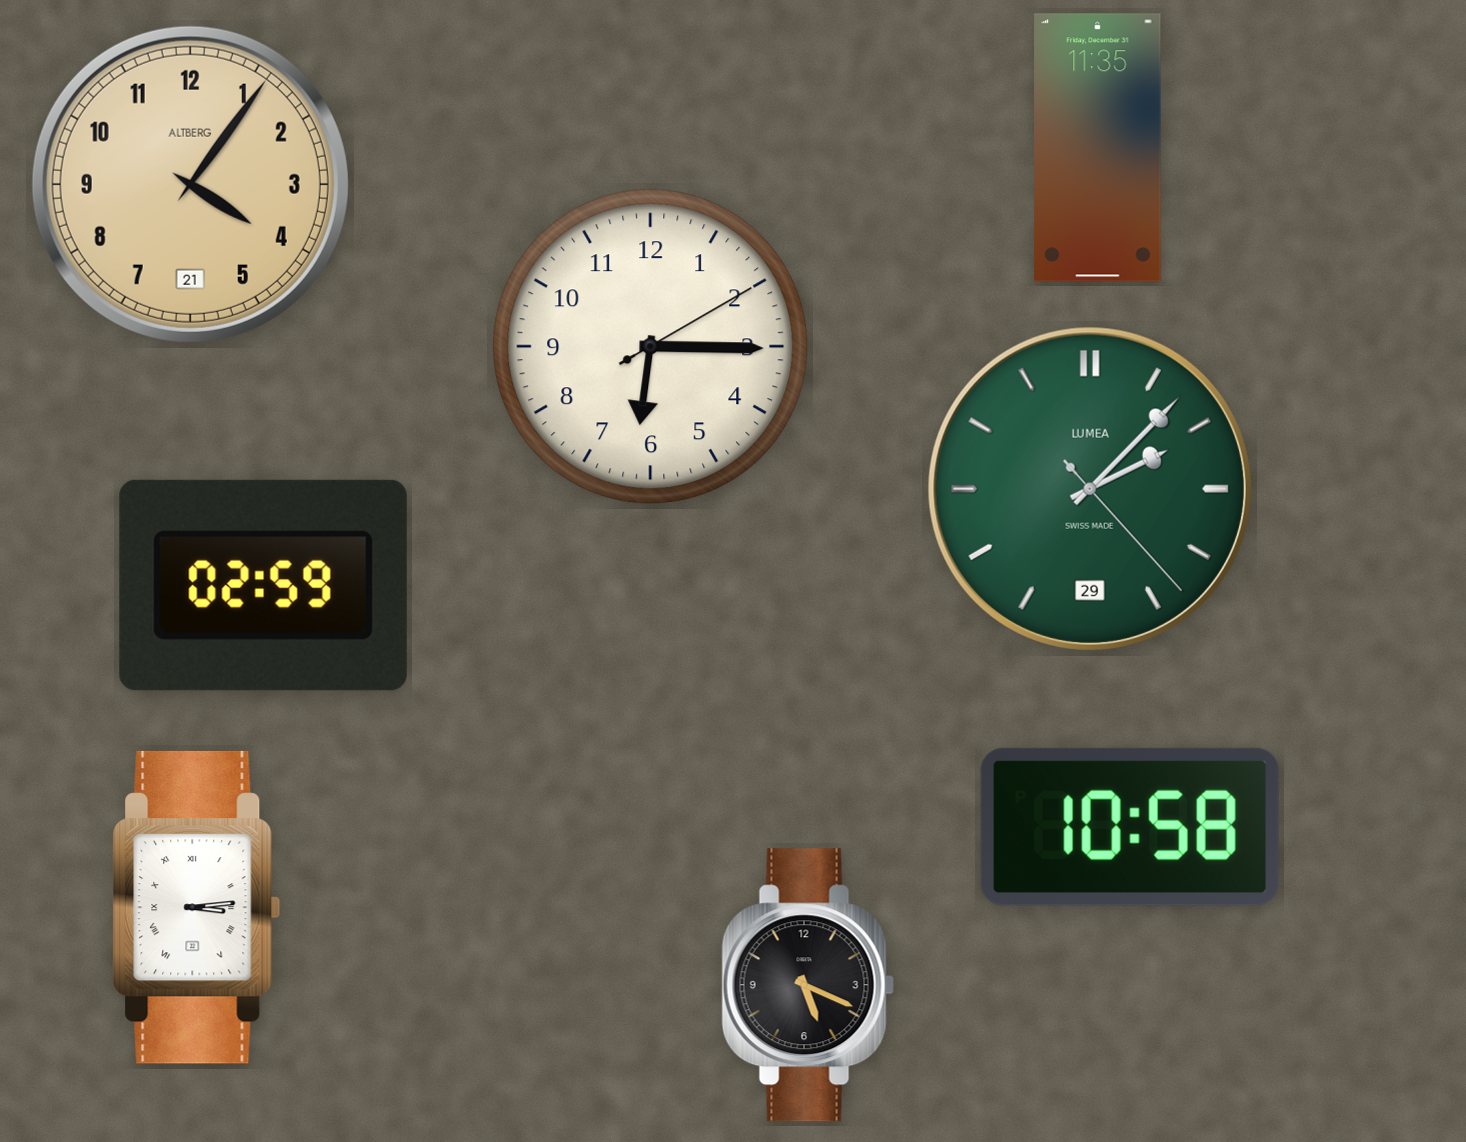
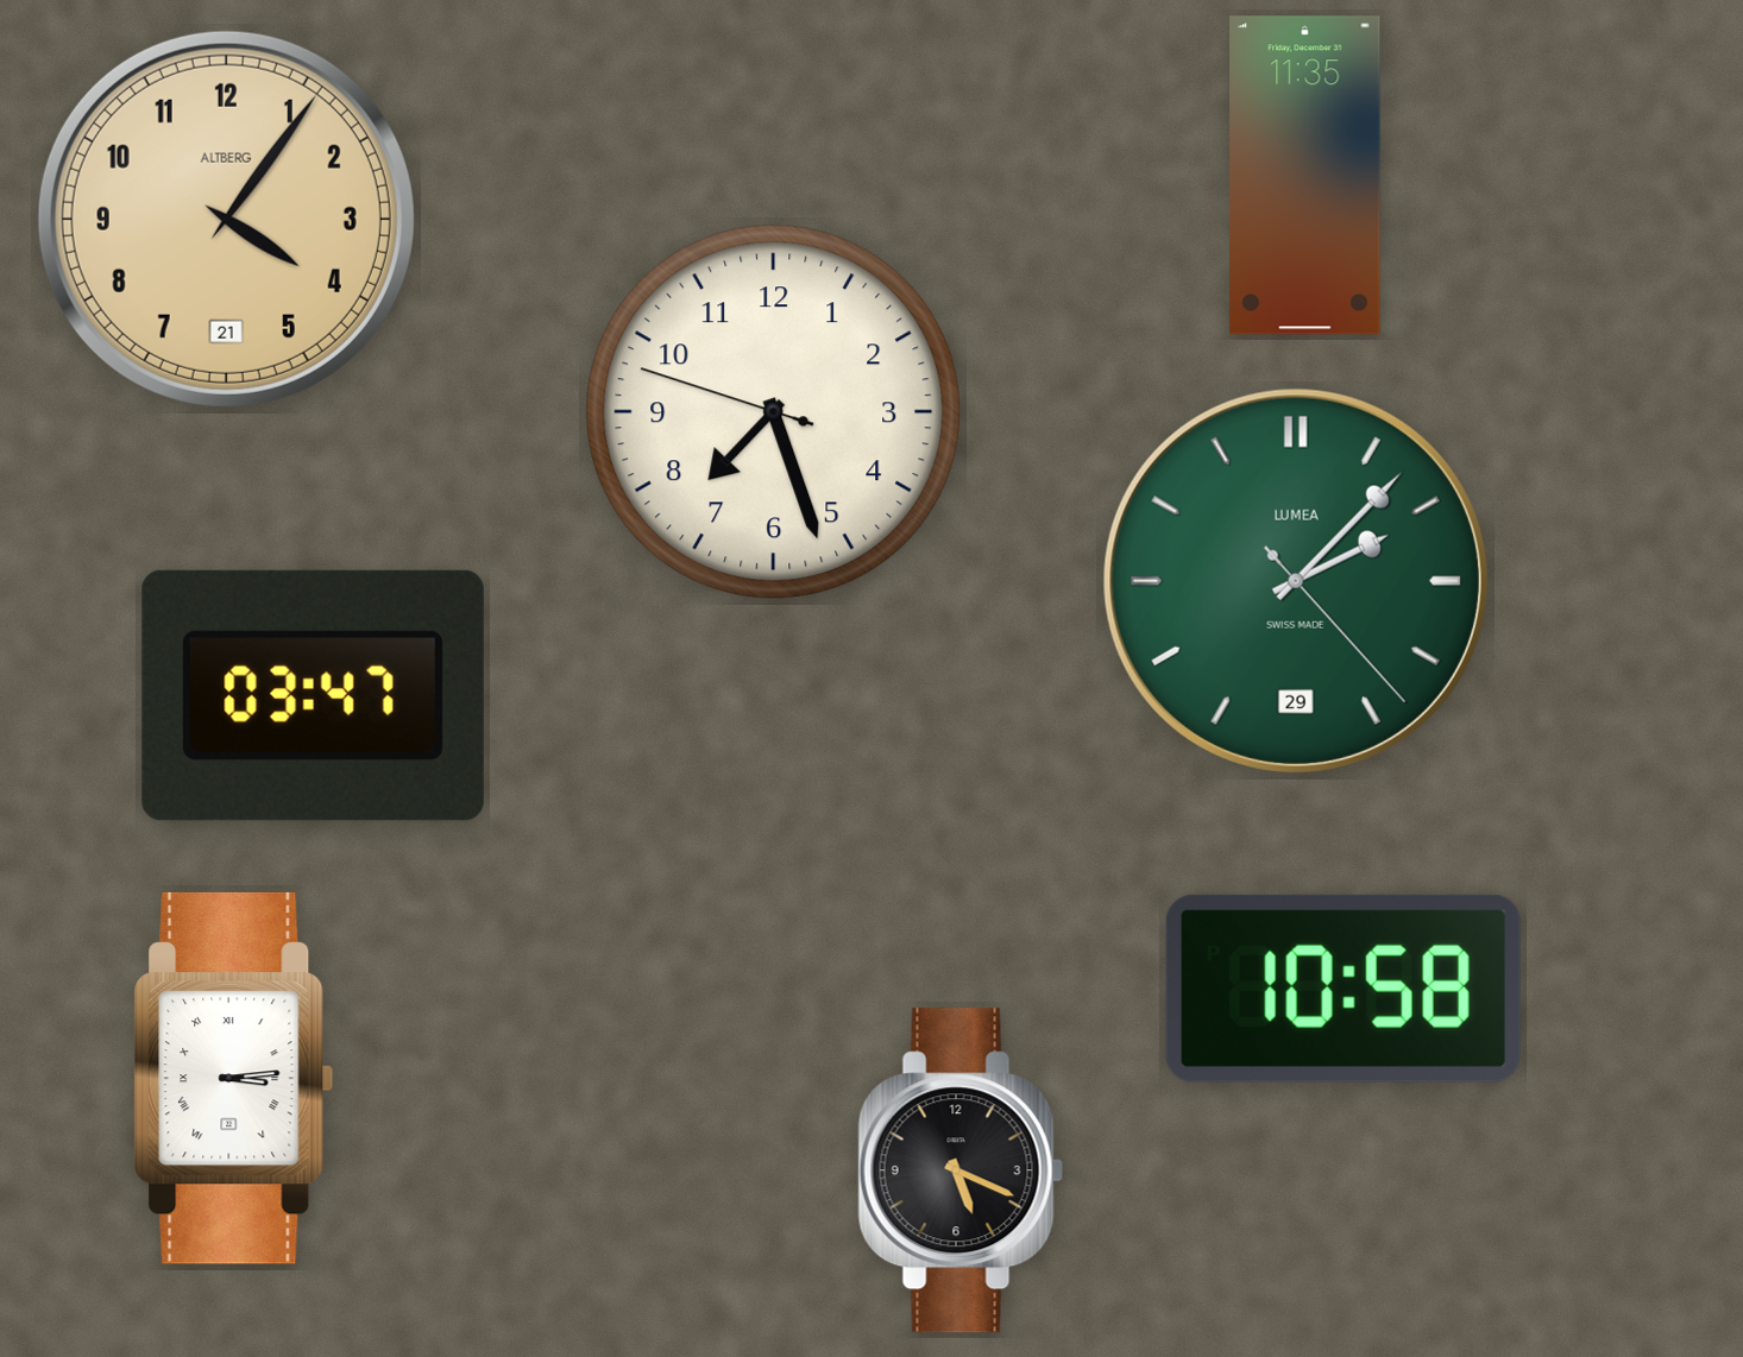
clock at (651, 347): 6:15 -> 7:26
clock at (263, 585): 02:59 -> 03:47
clock at (1130, 827) position: (1130, 827) -> (1344, 989)
